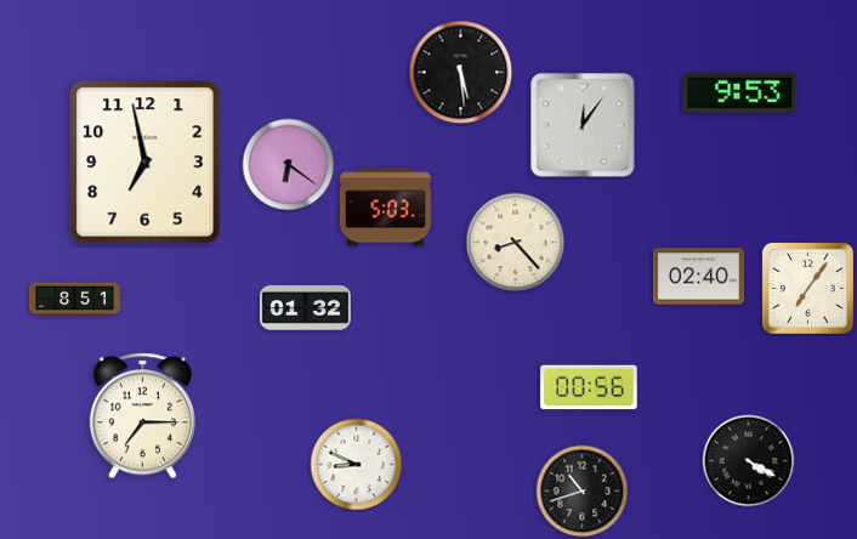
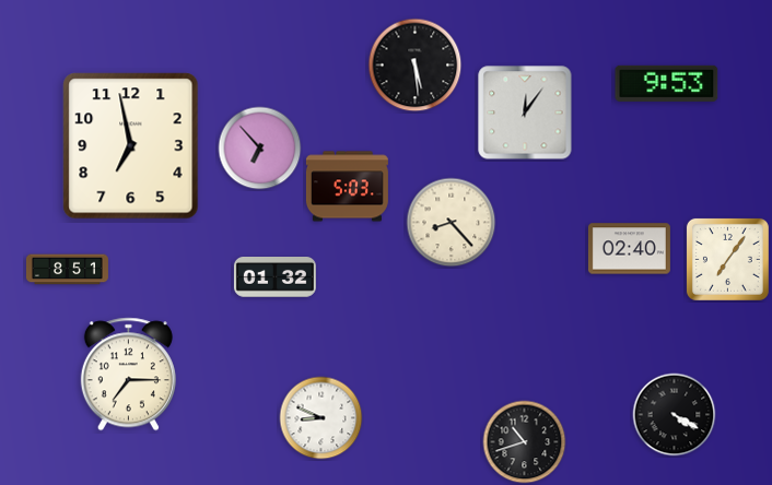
clock at (289, 165): 6:21 -> 6:53
clock at (516, 243) position: (516, 243) -> (452, 223)
clock at (589, 387): 00:56 -> none
